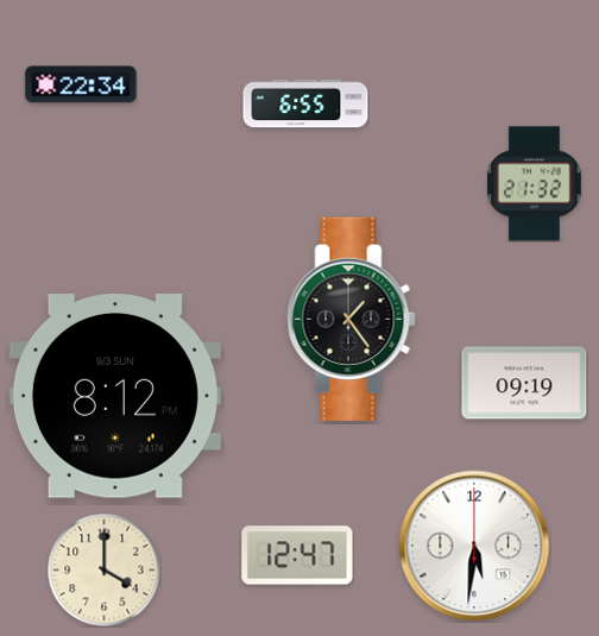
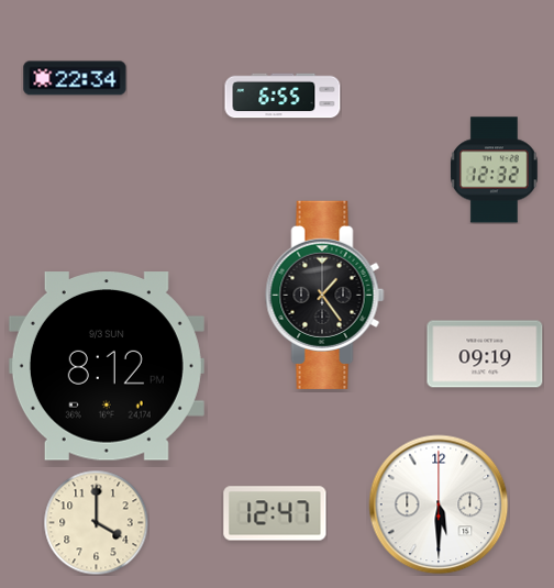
clock at (535, 184): 21:32 -> 12:32
clock at (474, 546): 5:31 -> 5:30
clock at (103, 569) position: (103, 569) -> (96, 522)
